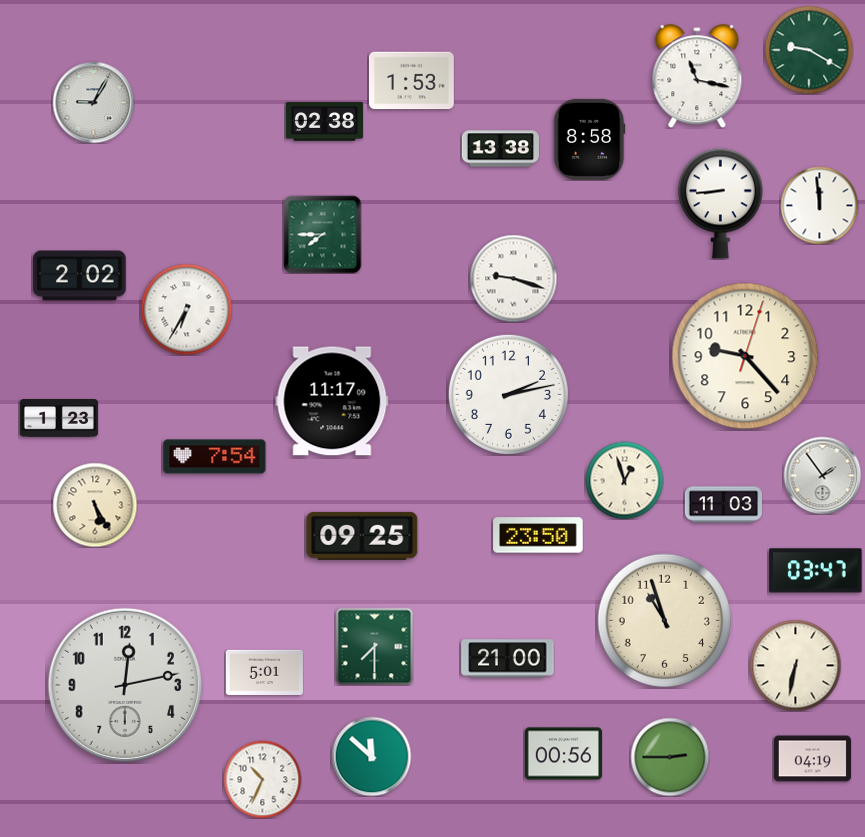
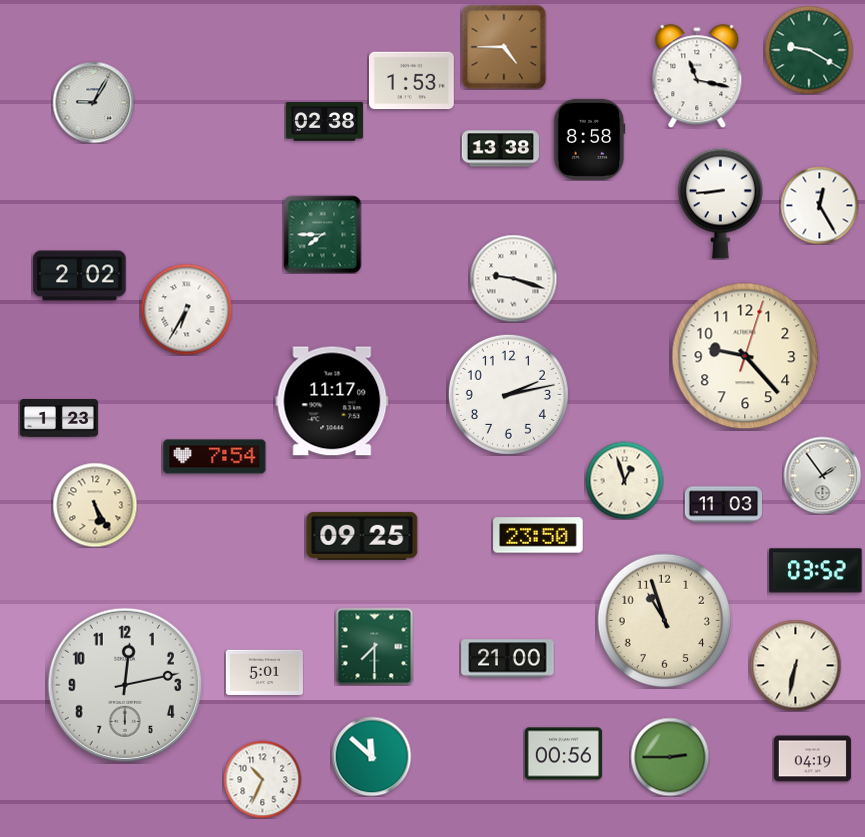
clock at (504, 47): none -> 4:45
clock at (819, 205): 11:59 -> 12:25
clock at (816, 571): 03:47 -> 03:52
